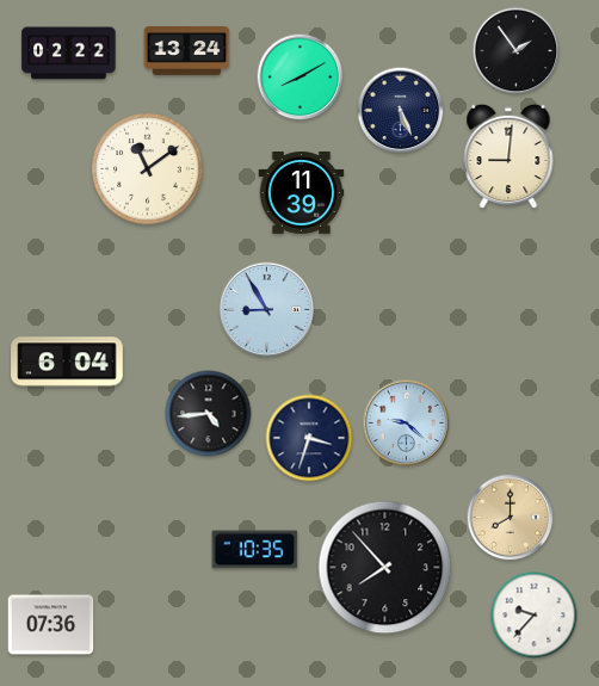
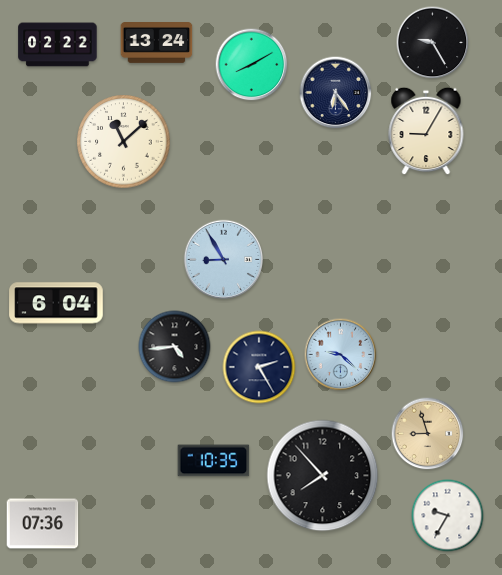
clock at (517, 51): 1:54 -> 9:25
clock at (401, 111): 5:26 -> 6:24
clock at (508, 156): 9:01 -> 9:05
clock at (148, 169): 11:09 -> 11:08
clock at (302, 193): 11:39 -> none
clock at (309, 438): 3:33 -> 2:25
clock at (511, 518): 8:00 -> 8:57
clock at (535, 616): 9:37 -> 9:35
